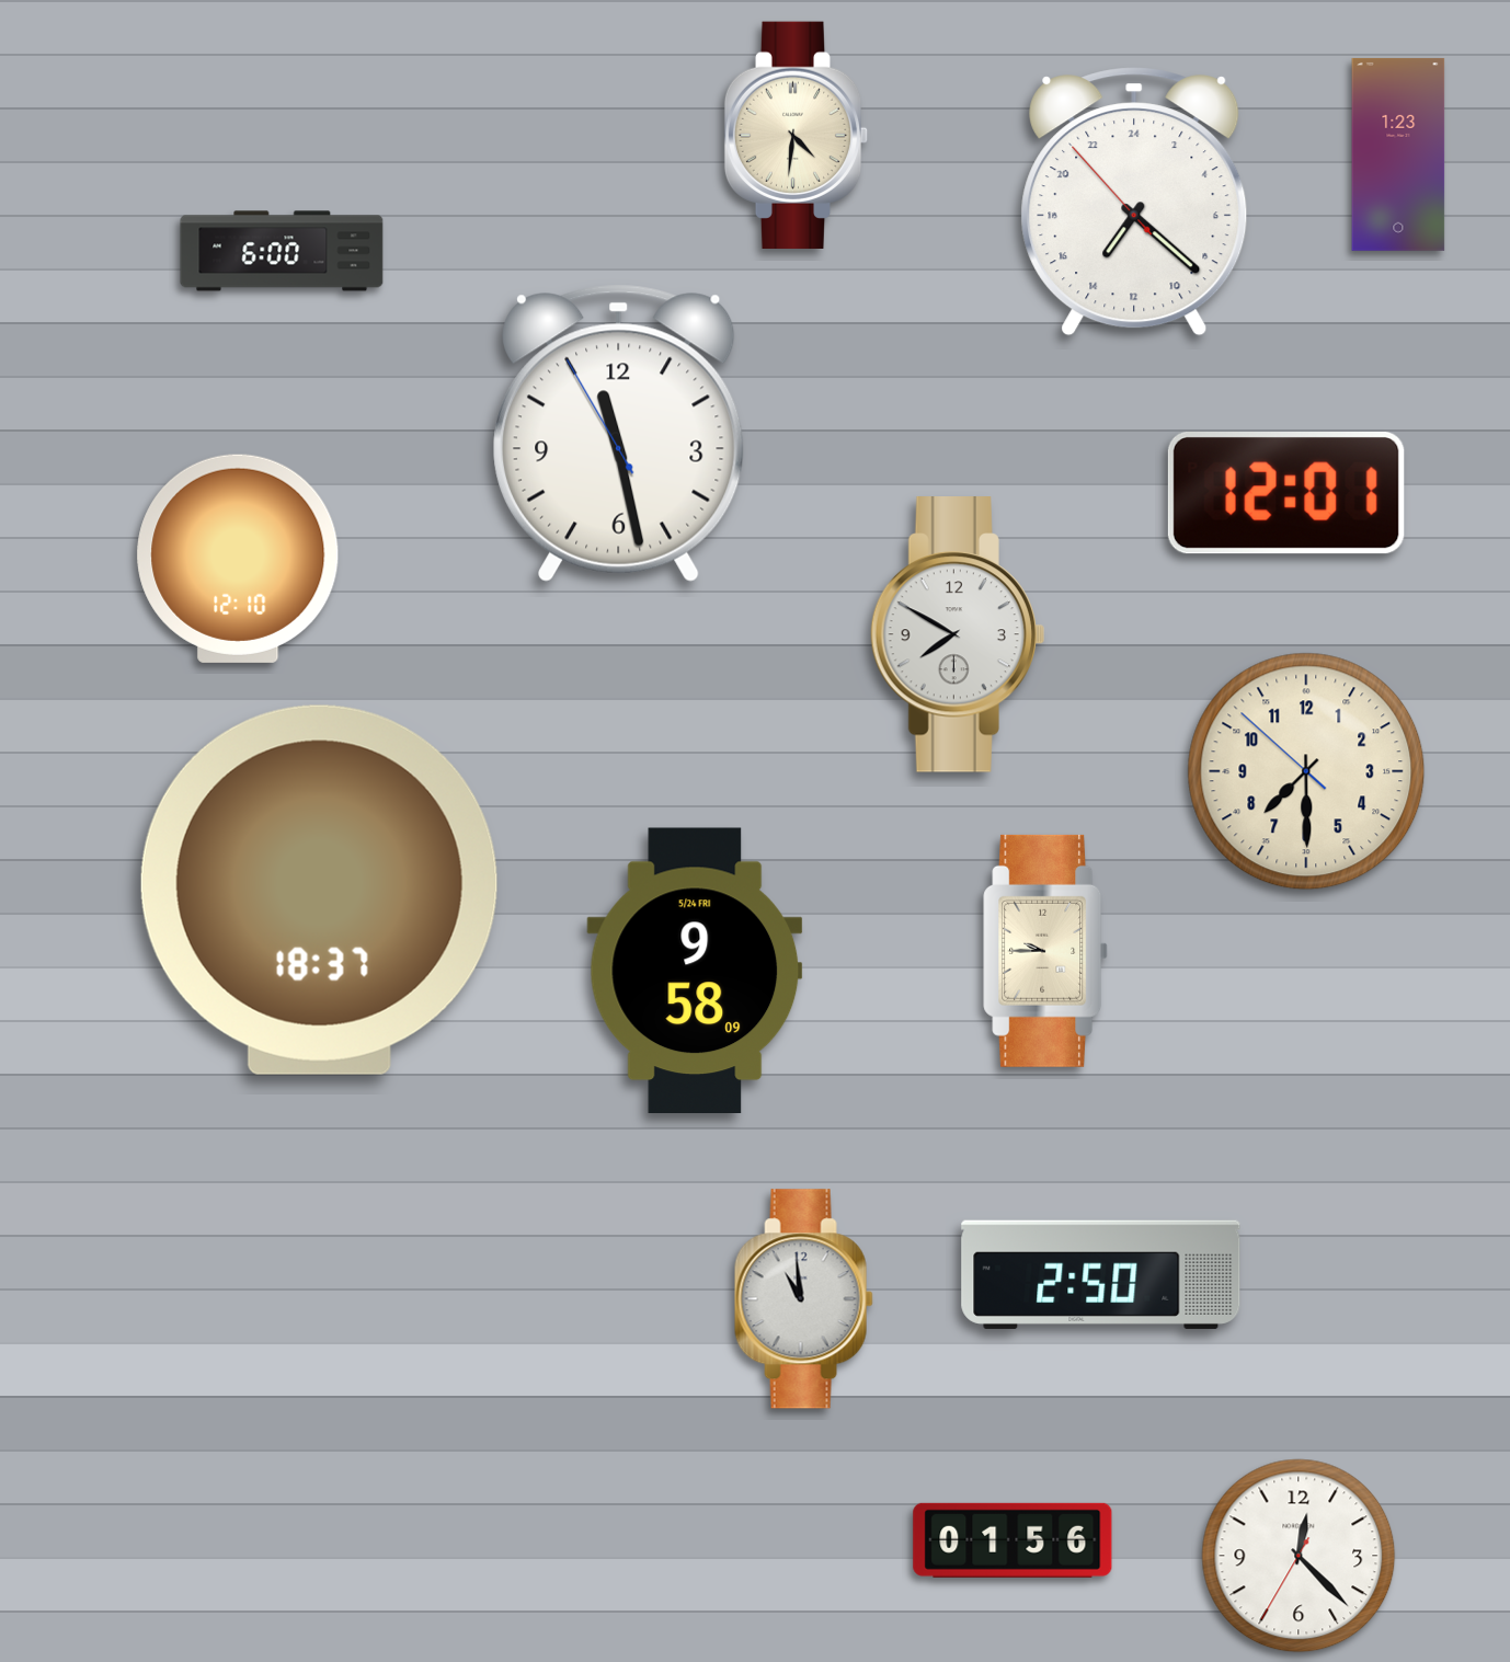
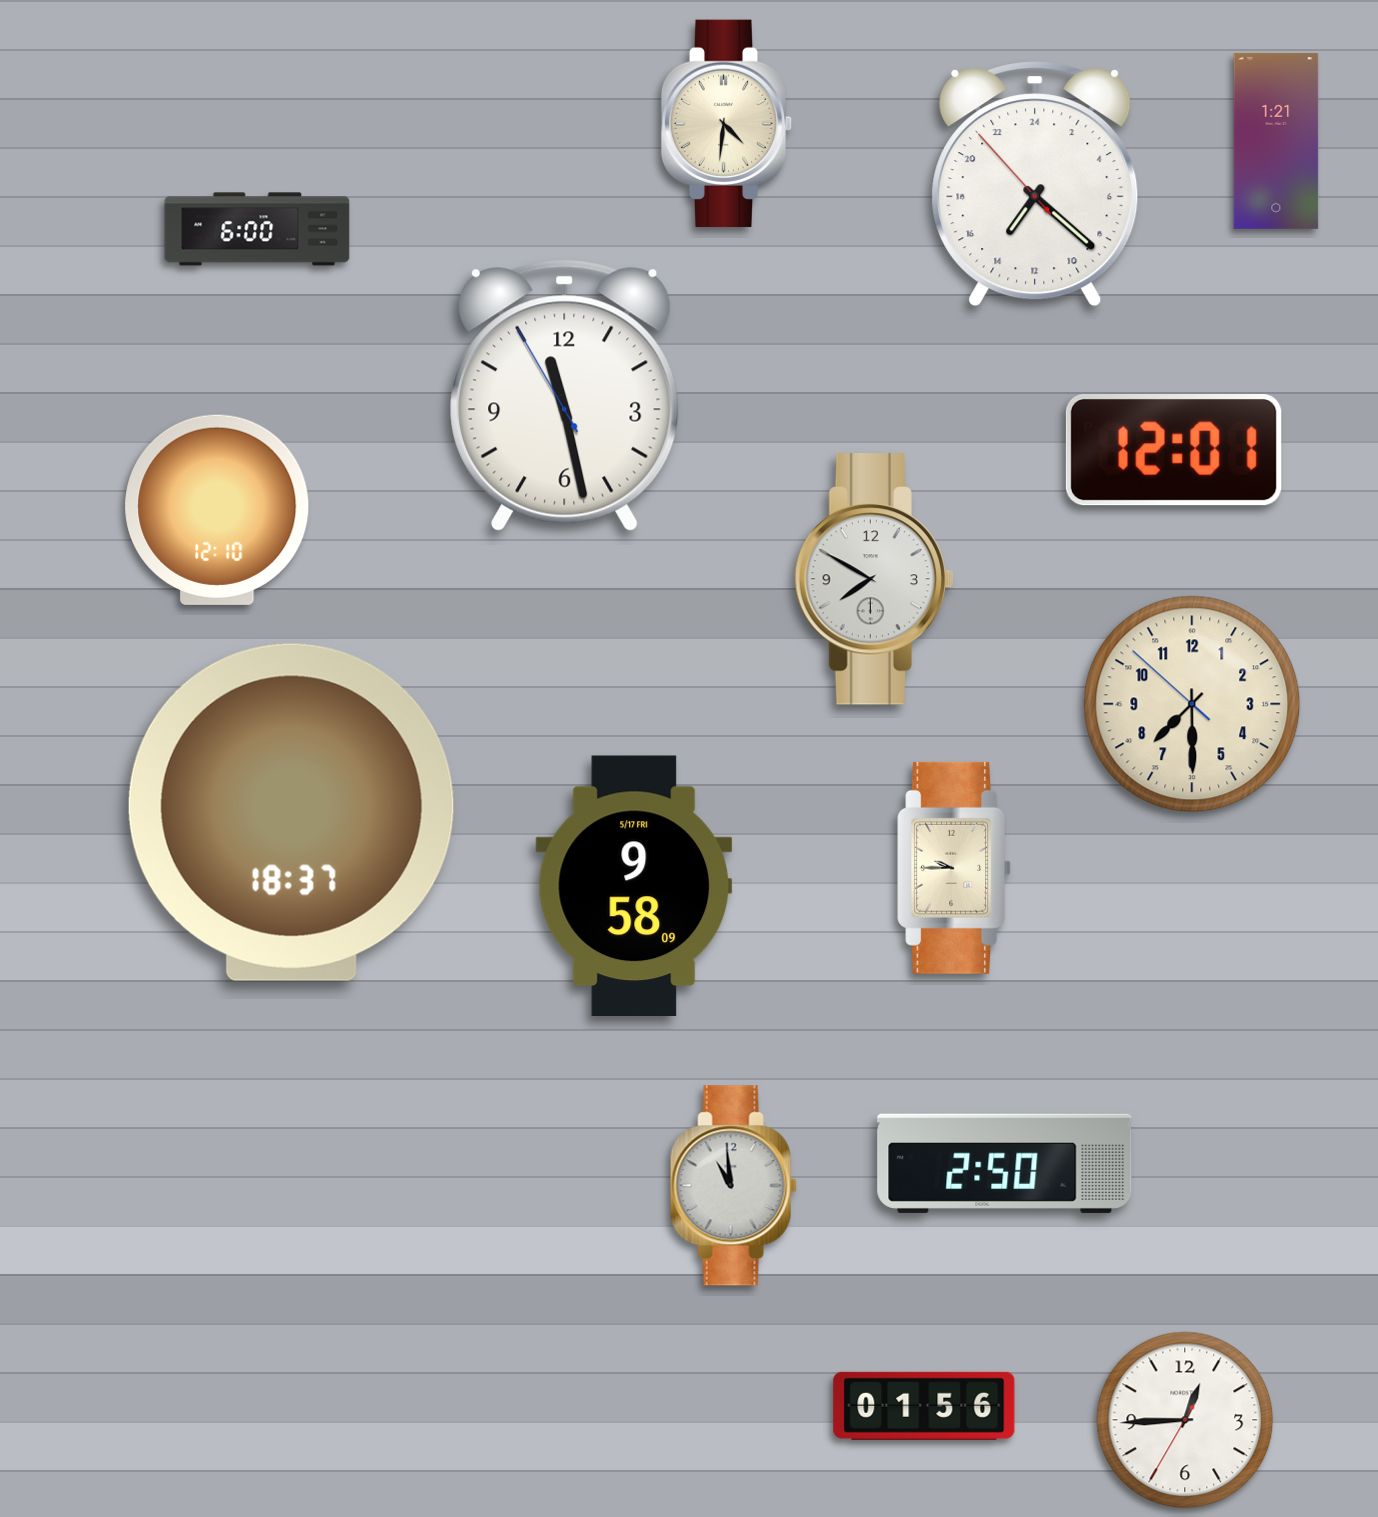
clock at (1398, 154): 1:23 -> 1:21
clock at (695, 970) date: 5/24 FRI -> 5/17 FRI
clock at (1299, 1556): 12:22 -> 12:44
